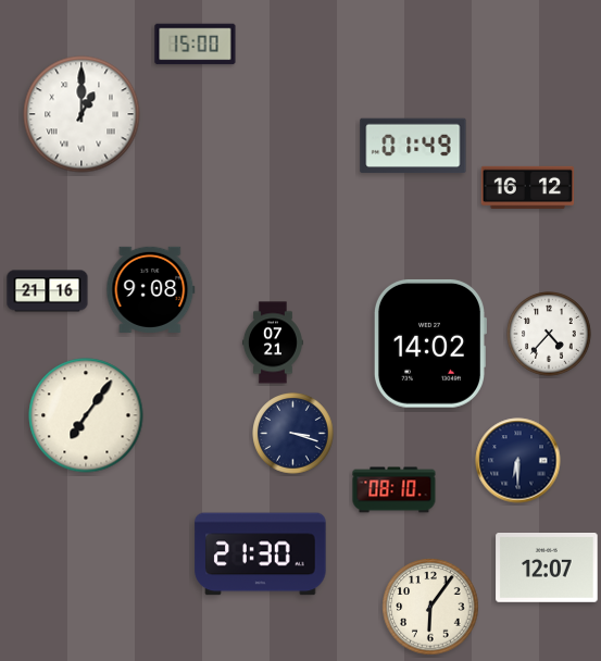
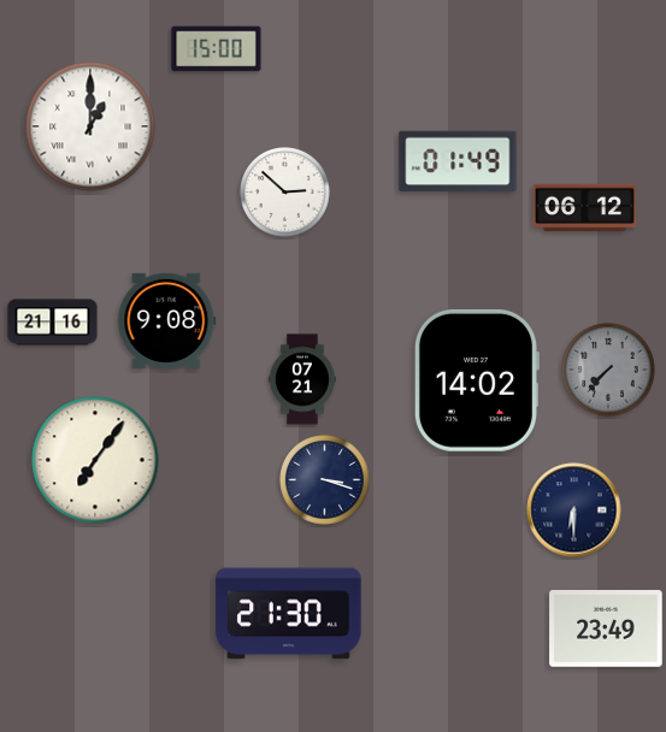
clock at (285, 193): none -> 2:52
clock at (528, 187): 16:12 -> 06:12
clock at (549, 334): 4:37 -> 7:37
clock at (549, 334) dial: white -> grey
clock at (395, 490): 08:10 -> none
clock at (547, 569): 12:07 -> 23:49
clock at (430, 607): 6:06 -> none
